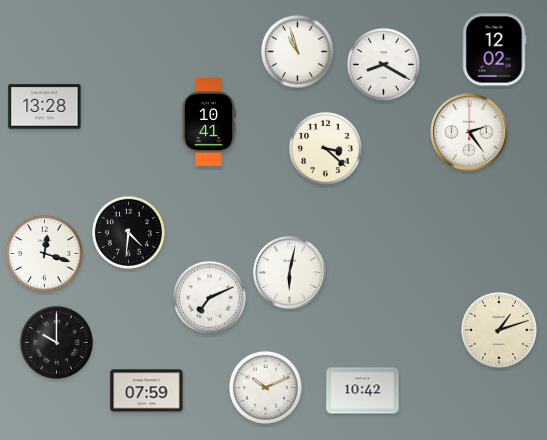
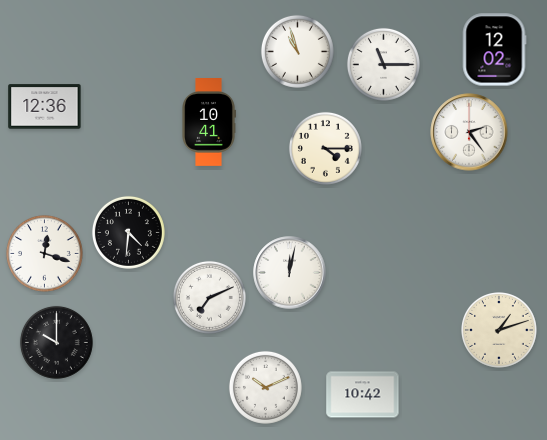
clock at (383, 64): 8:20 -> 11:15
clock at (45, 107): 13:28 -> 12:36
clock at (325, 148): 3:22 -> 4:15
clock at (290, 273): 6:02 -> 12:02
clock at (147, 391): 07:59 -> none
clock at (363, 391) position: (363, 391) -> (363, 395)
